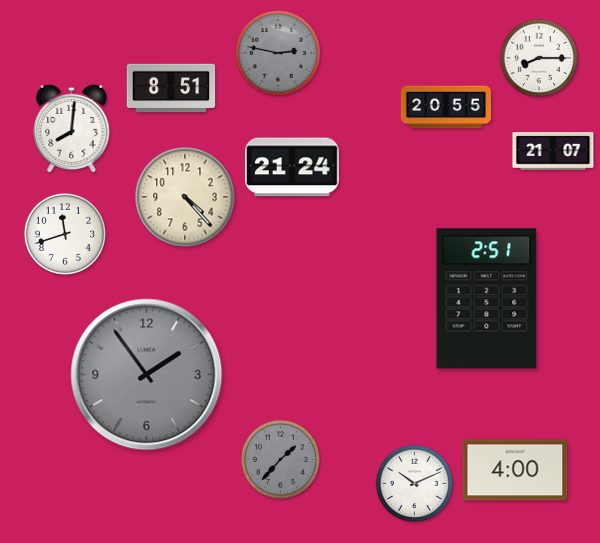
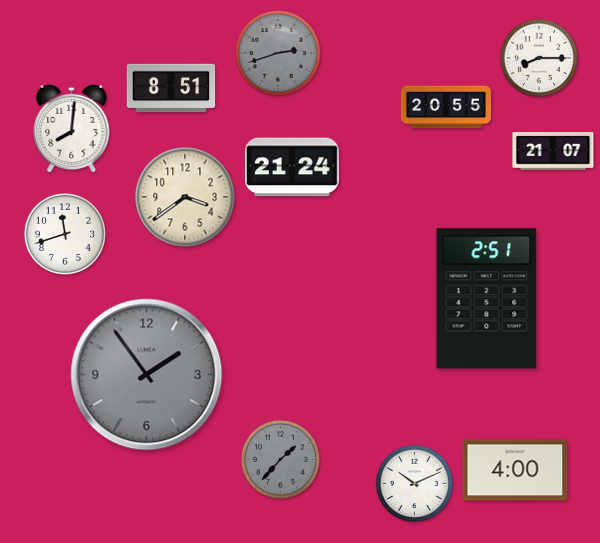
clock at (278, 53): 2:47 -> 2:42
clock at (185, 197): 4:23 -> 3:39
